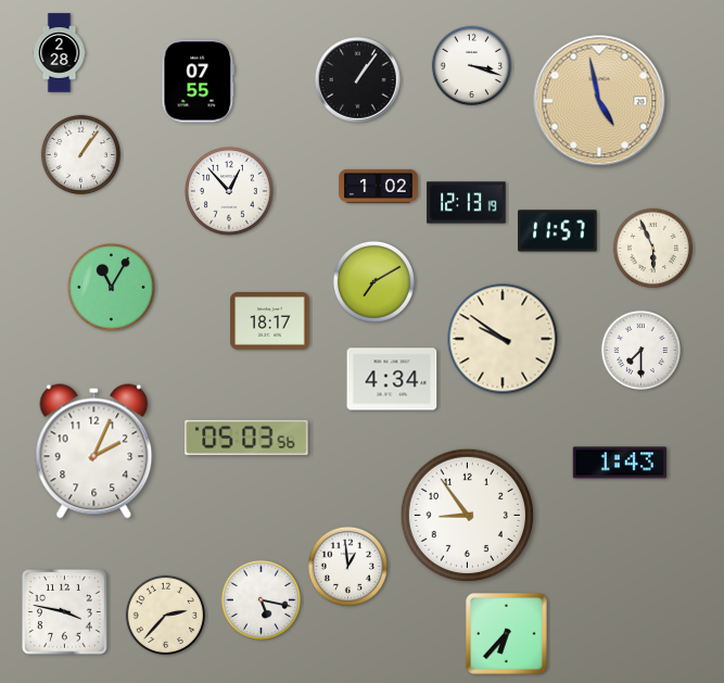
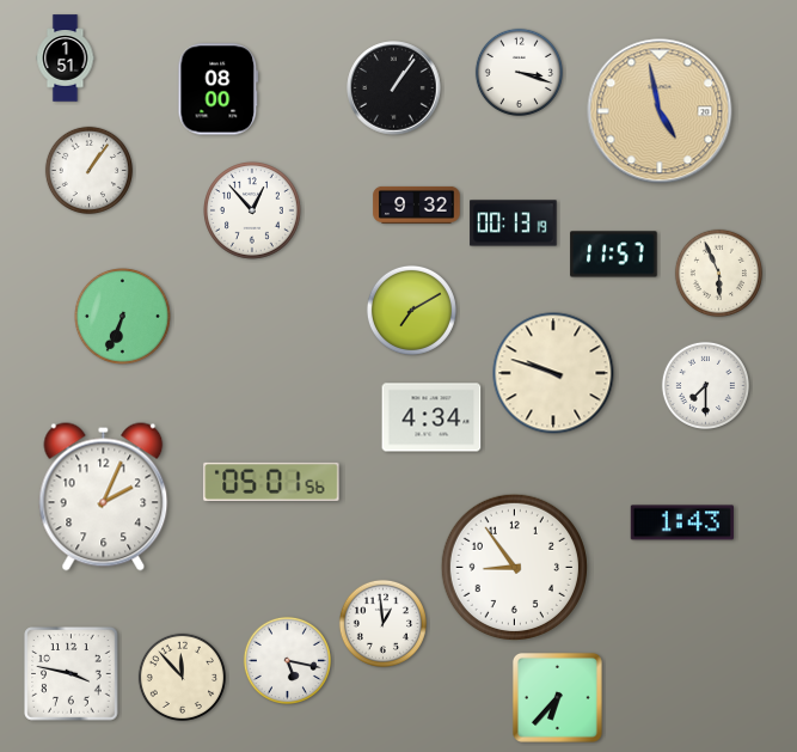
clock at (60, 53): 2:28 -> 1:51
clock at (199, 81): 07:55 -> 08:00
clock at (379, 186): 1:02 -> 9:32
clock at (467, 203): 12:13 -> 00:13
clock at (112, 288): 11:05 -> 6:34
clock at (270, 321): 18:17 -> none
clock at (503, 339): 9:51 -> 9:48
clock at (246, 438): 05:03 -> 05:01
clock at (619, 463) position: (619, 463) -> (681, 522)
clock at (165, 615): 2:37 -> 11:53
